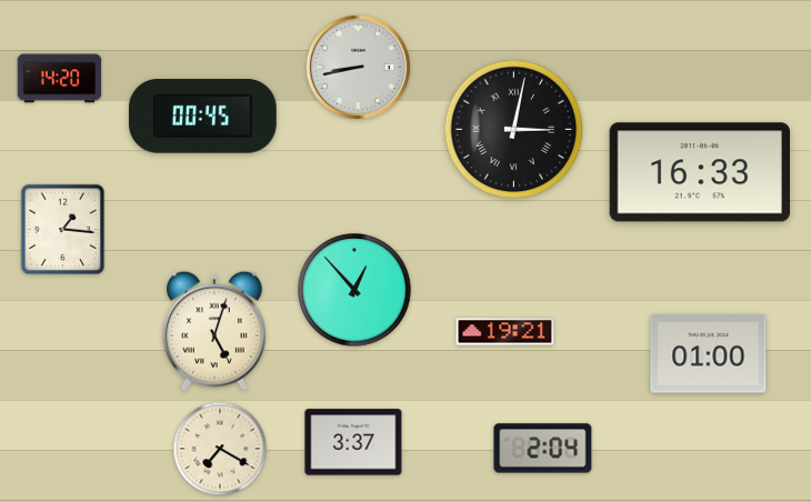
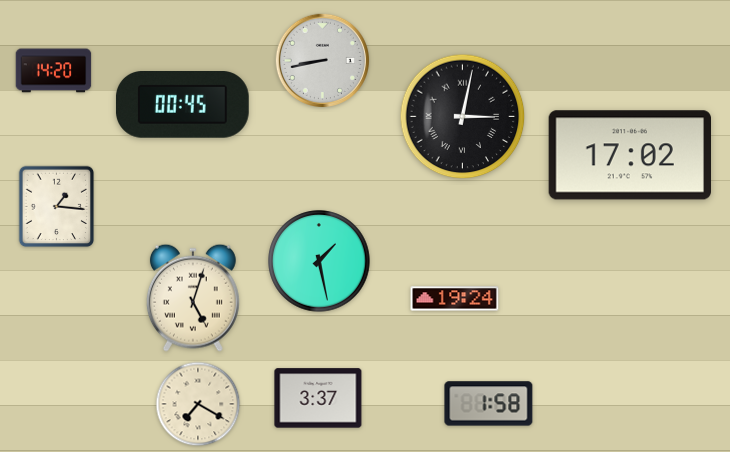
clock at (699, 172): 16:33 -> 17:02
clock at (354, 290): 12:53 -> 1:28
clock at (505, 332): 19:21 -> 19:24
clock at (709, 354): 01:00 -> none
clock at (543, 449): 2:04 -> 1:58
